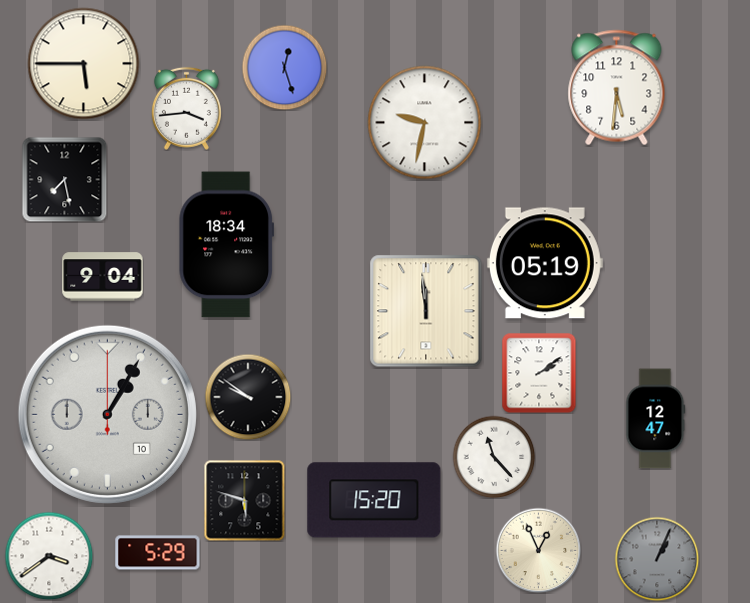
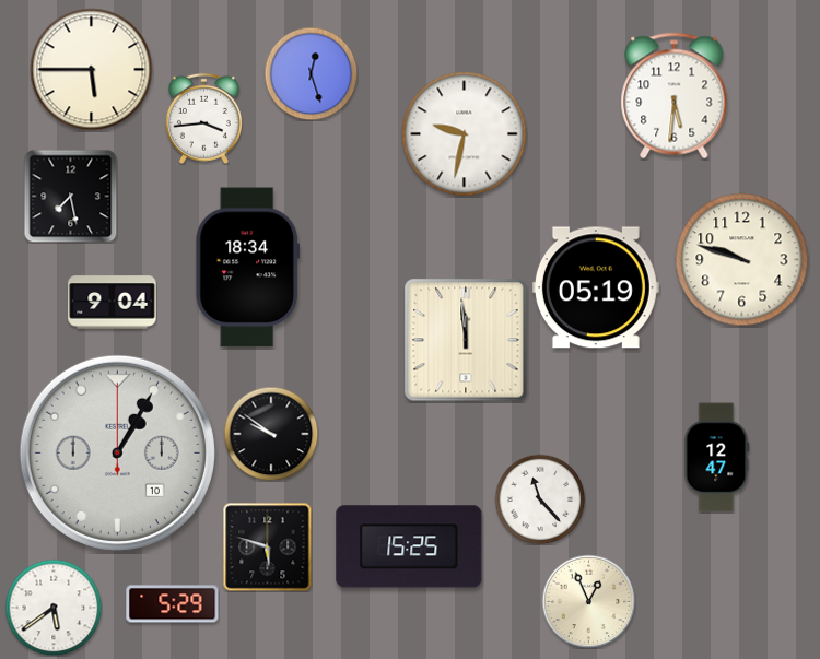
clock at (742, 260): none -> 9:48
clock at (539, 373): 2:09 -> none
clock at (374, 500): 15:20 -> 15:25
clock at (49, 556): 3:39 -> 5:39
clock at (657, 559): 1:04 -> none
